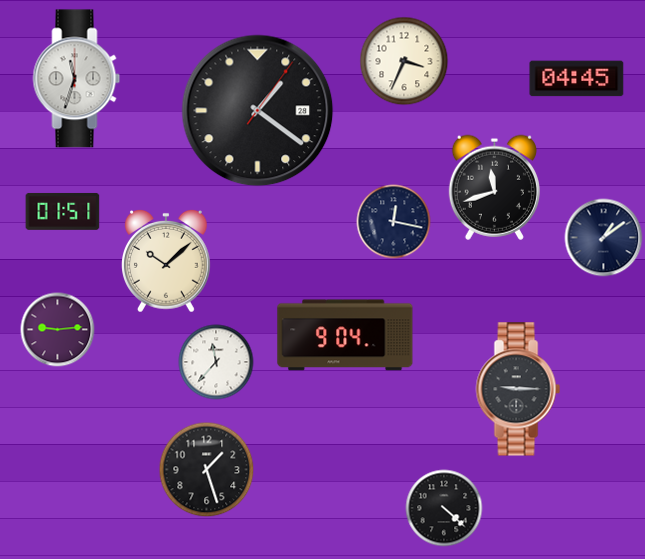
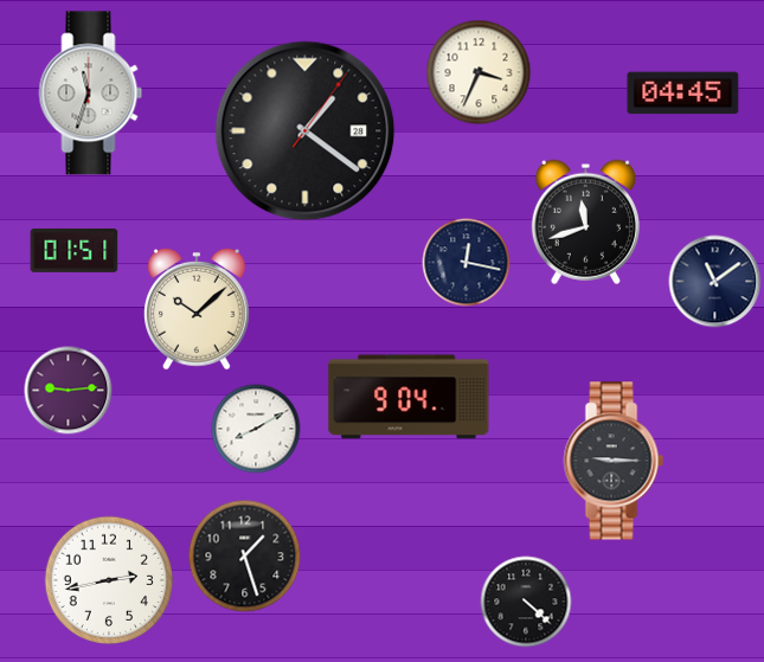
clock at (604, 238): 1:09 -> 11:09
clock at (216, 362): 11:37 -> 8:10
clock at (109, 580): none -> 2:43
